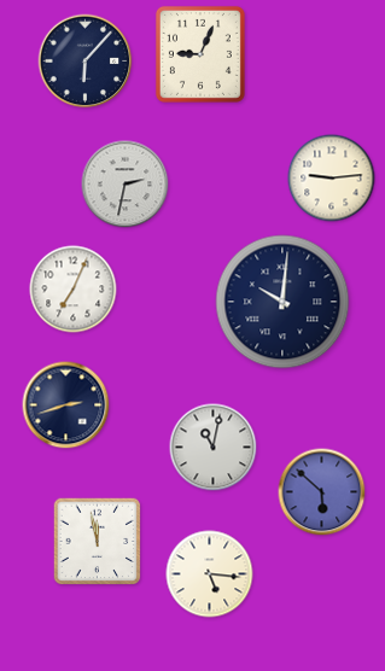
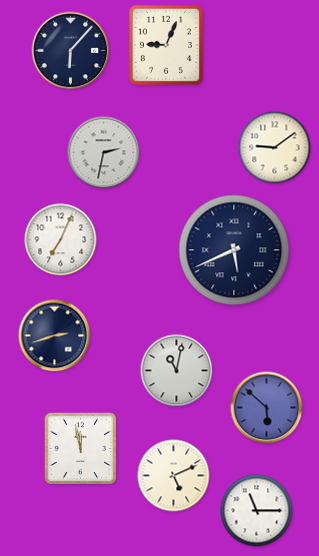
clock at (332, 179): 9:14 -> 9:09
clock at (282, 302): 10:01 -> 5:41
clock at (210, 574): 5:16 -> 5:11
clock at (257, 511): none -> 11:15
